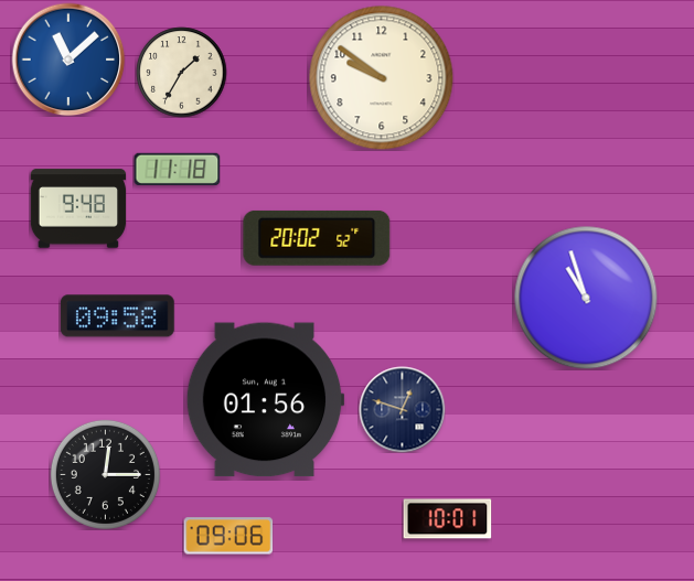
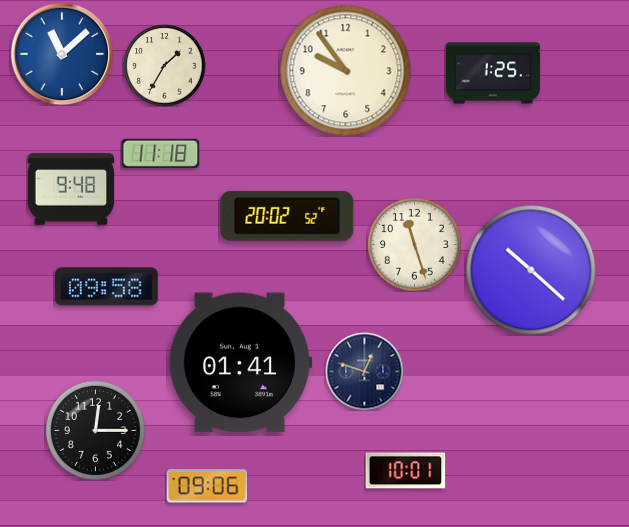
clock at (382, 78): 9:51 -> 9:54
clock at (493, 73): none -> 1:25
clock at (414, 244): none -> 11:27
clock at (586, 298): 10:57 -> 10:22
clock at (265, 400): 01:56 -> 01:41
